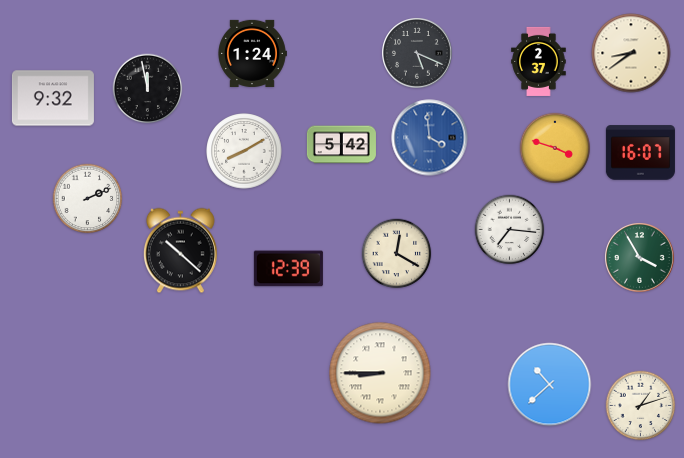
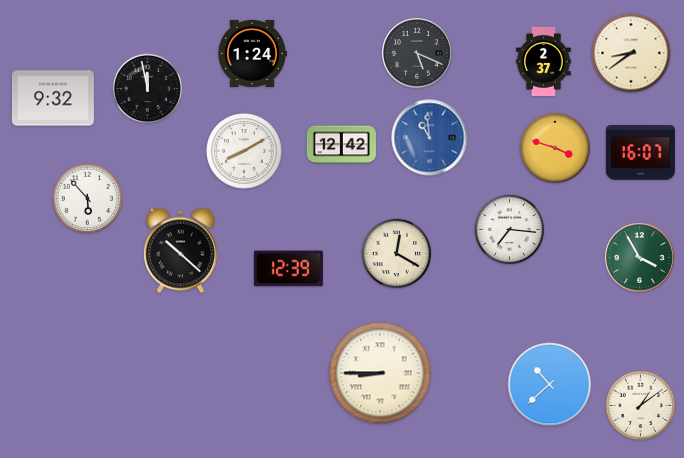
clock at (539, 61) position: (539, 61) -> (544, 61)
clock at (430, 138): 3:59 -> 10:59
clock at (341, 145): 5:42 -> 12:42
clock at (88, 199): 2:11 -> 5:53
clock at (641, 406): 1:12 -> 1:09
